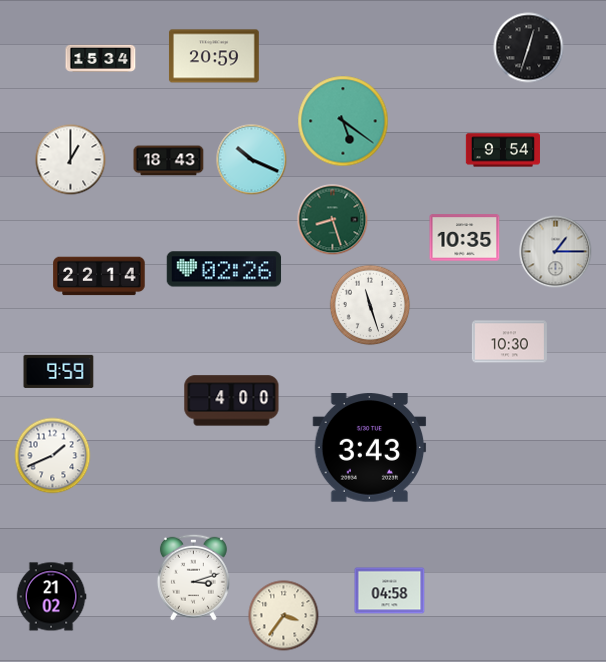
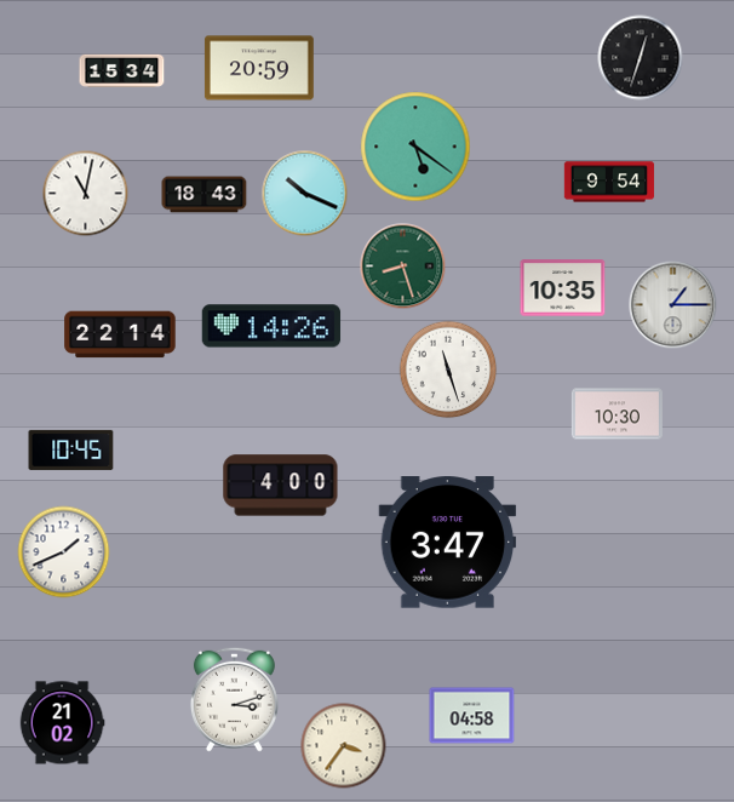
clock at (71, 160): 1:00 -> 11:02
clock at (224, 269): 02:26 -> 14:26
clock at (59, 371): 9:59 -> 10:45
clock at (370, 448): 3:43 -> 3:47
